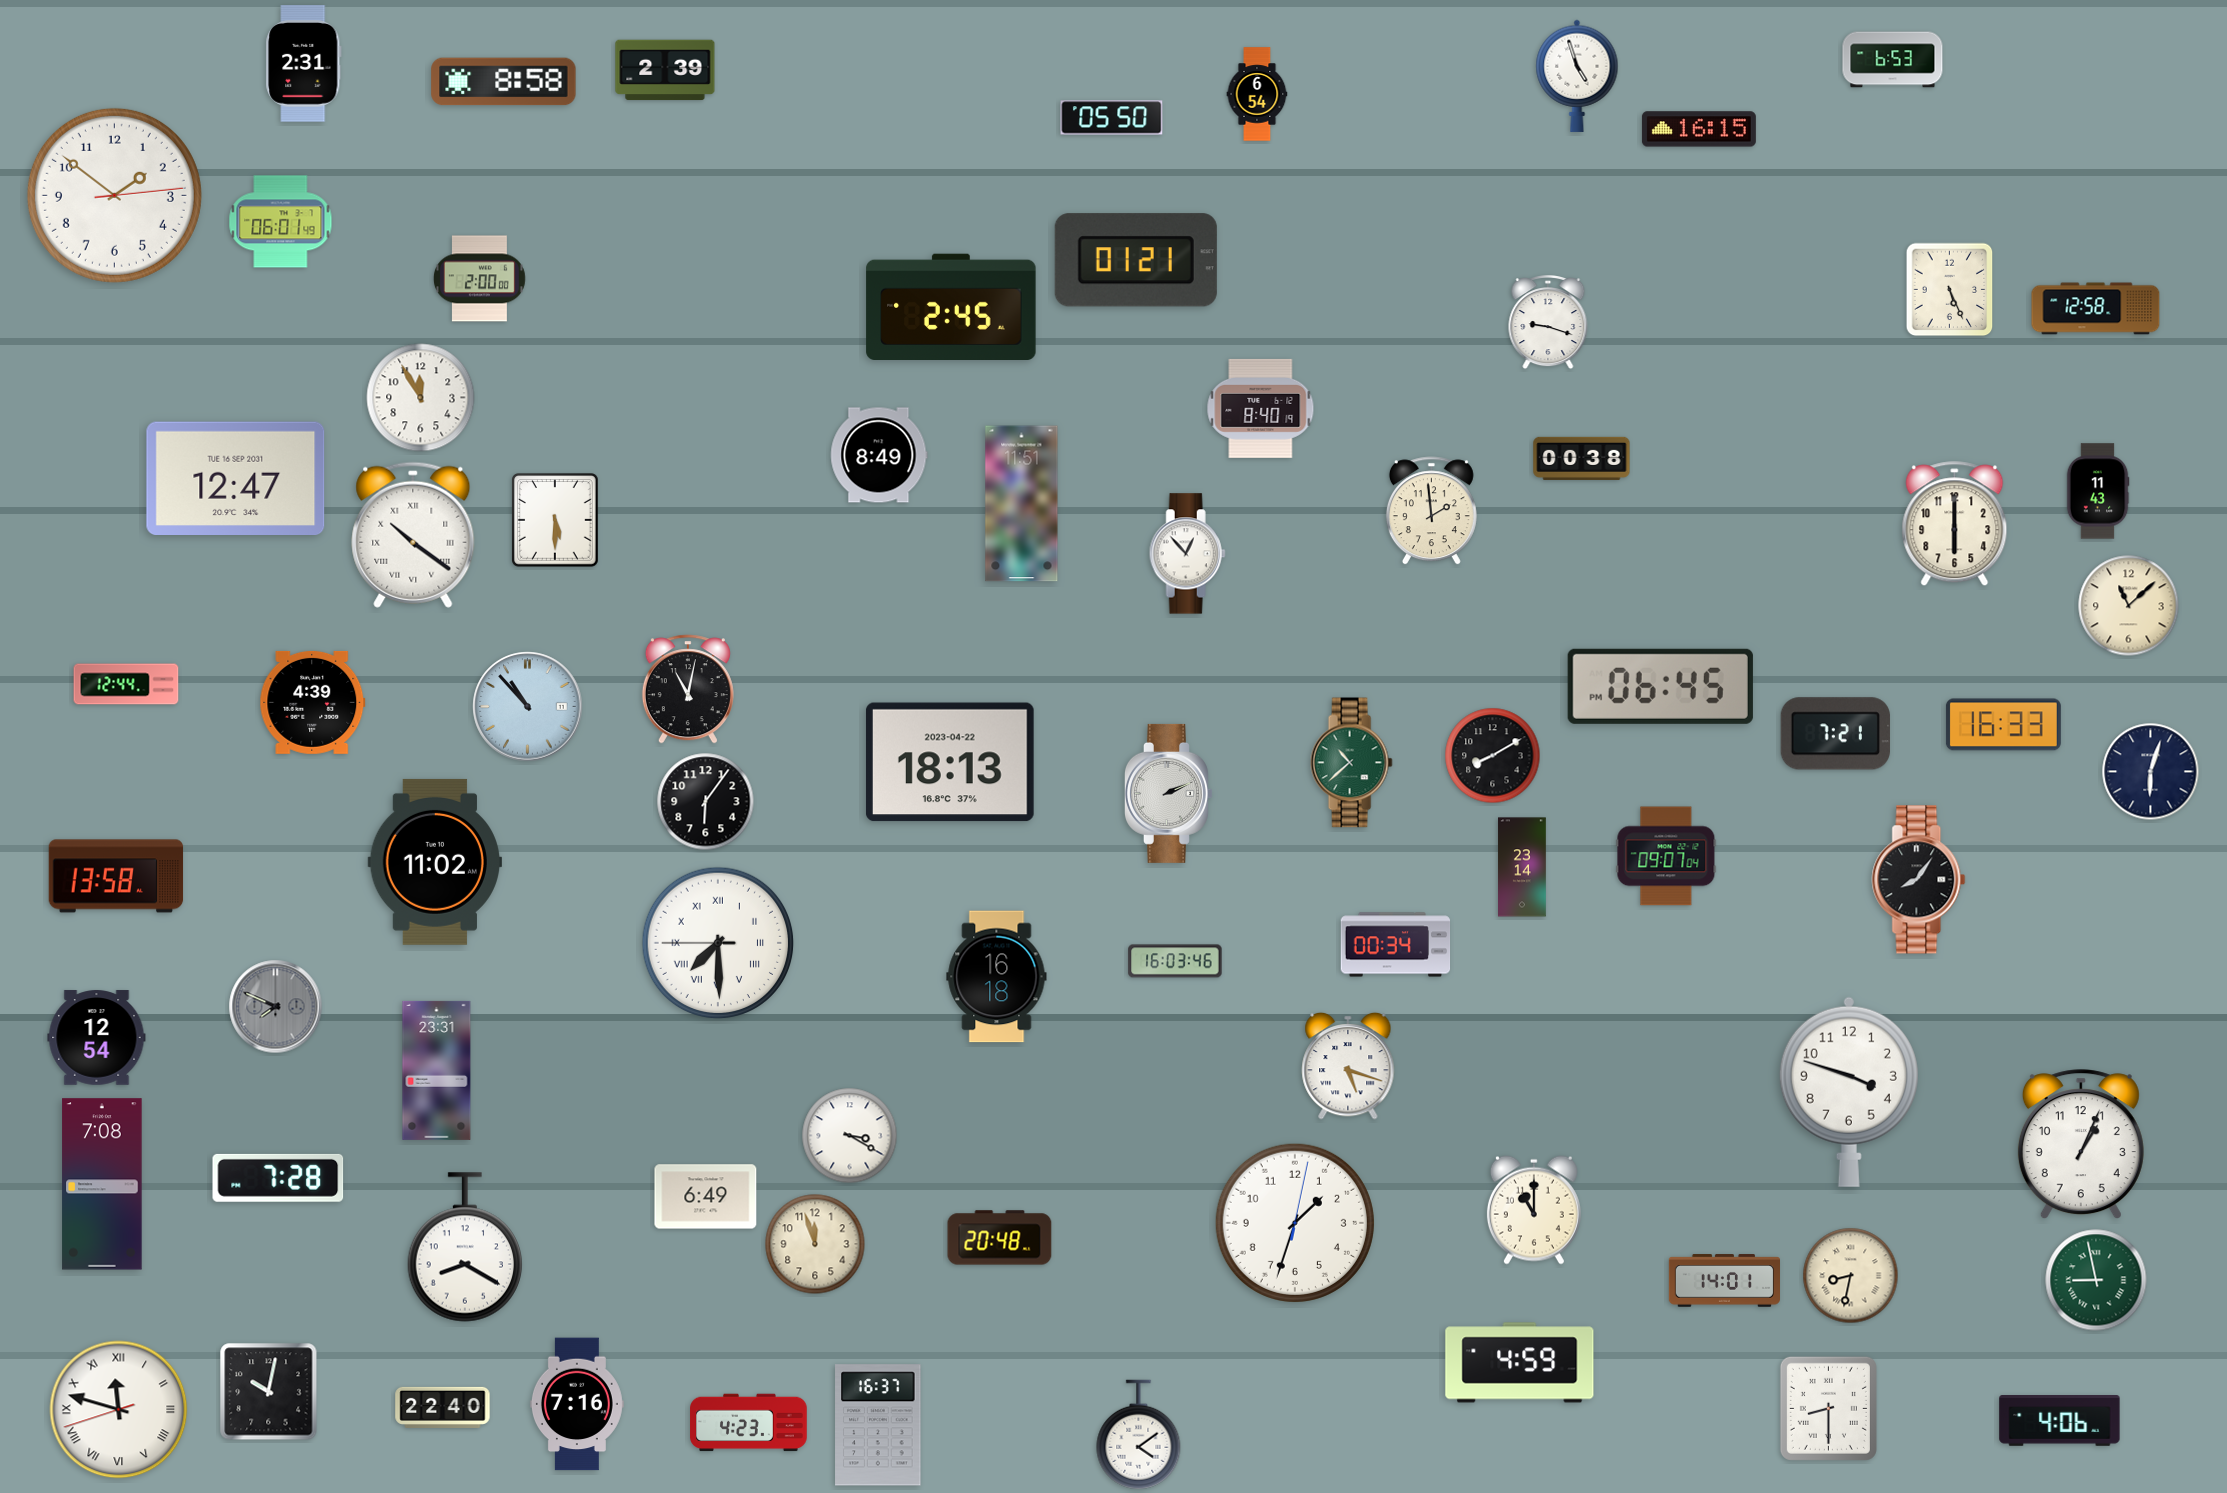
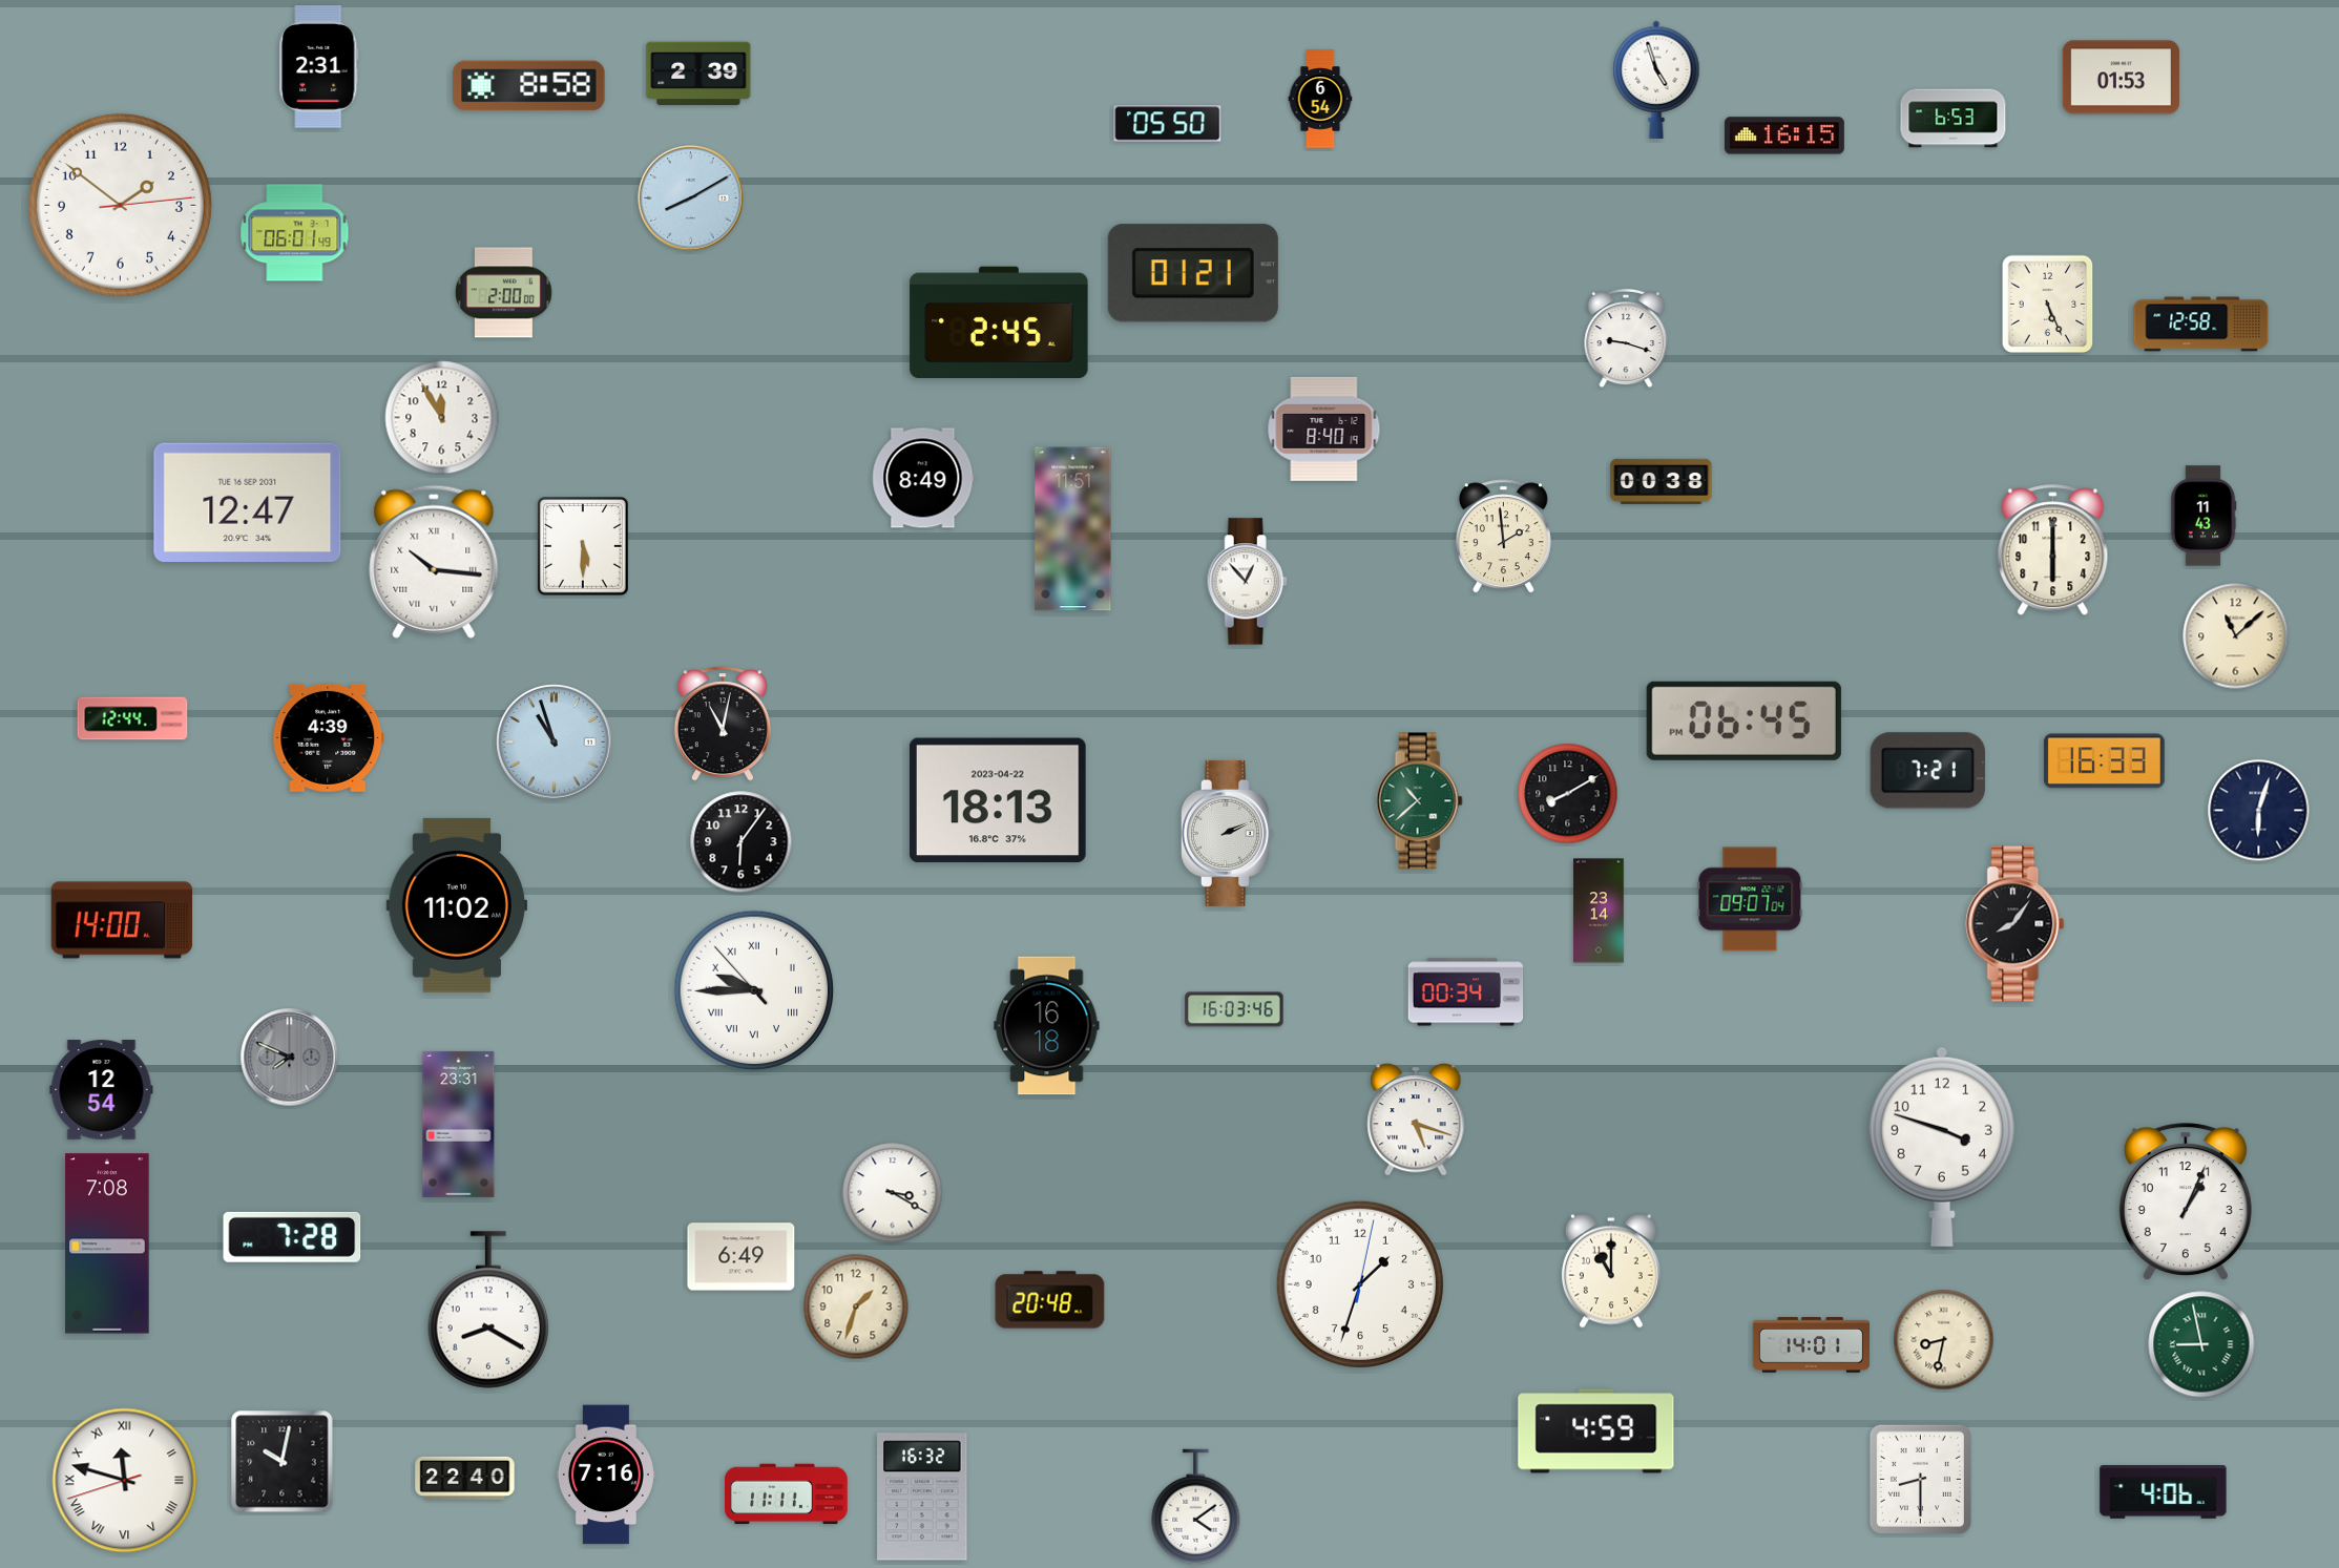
clock at (1893, 60) position: (1893, 60) -> (1954, 119)
clock at (2121, 78): none -> 01:53
clock at (691, 198): none -> 8:10
clock at (413, 535): 10:21 -> 10:16
clock at (528, 707): 10:53 -> 10:57
clock at (116, 876): 13:58 -> 14:00
clock at (718, 943): 7:29 -> 9:44
clock at (815, 1244): 11:57 -> 1:33
clock at (749, 1423): 4:23 -> 11:11
clock at (878, 1425): 16:37 -> 16:32
